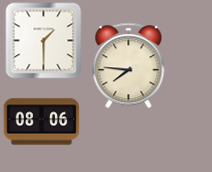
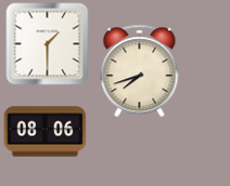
clock at (129, 66): 7:46 -> 7:42
